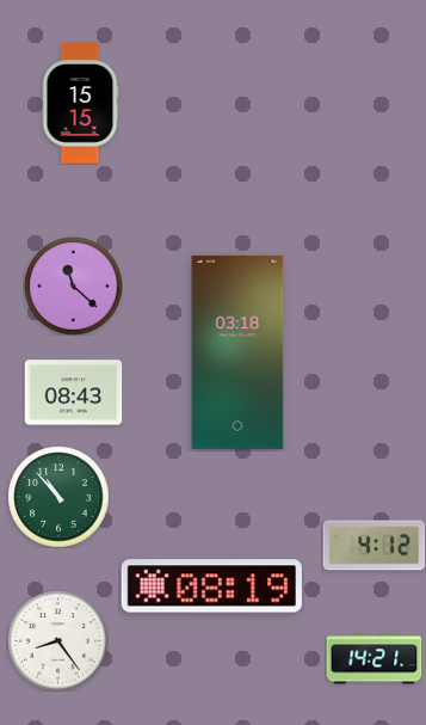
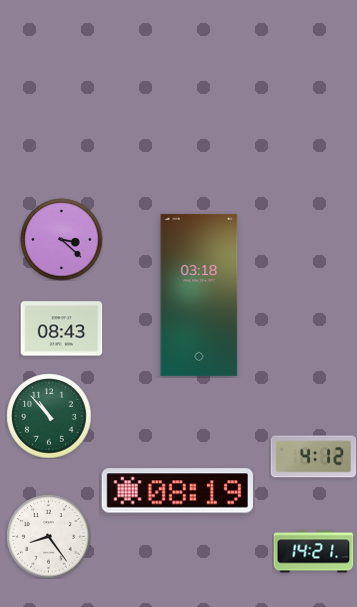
clock at (80, 104): 15:15 -> none
clock at (73, 285): 11:22 -> 3:22
